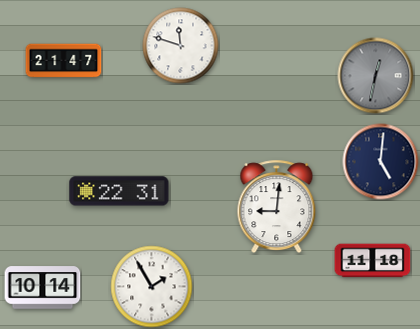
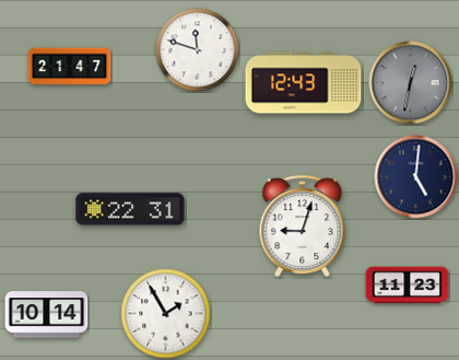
clock at (304, 83): none -> 12:43
clock at (277, 207): 9:01 -> 9:03
clock at (373, 261): 11:18 -> 11:23
